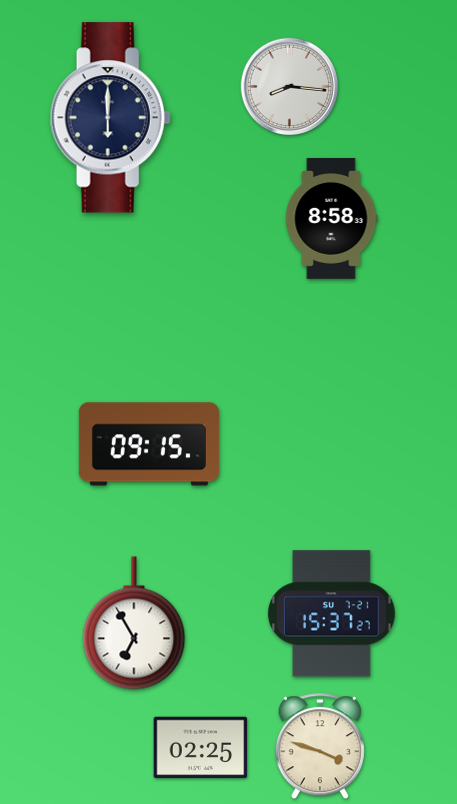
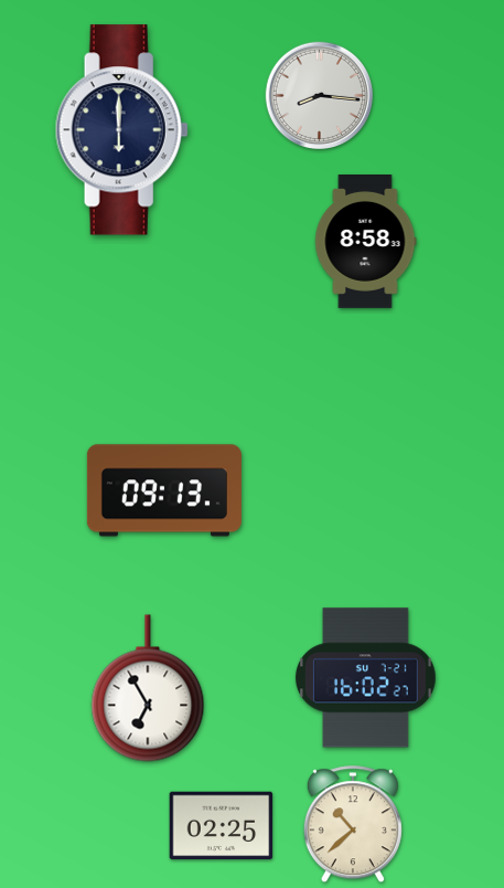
clock at (149, 444): 09:15 -> 09:13
clock at (331, 614): 15:37 -> 16:02
clock at (320, 747): 3:48 -> 10:38
